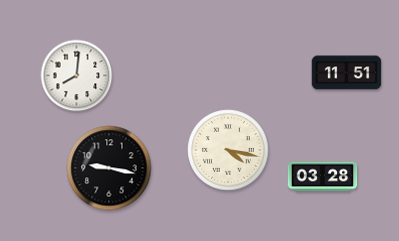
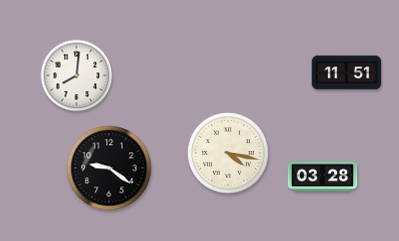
clock at (228, 150) position: (228, 150) -> (228, 153)
clock at (109, 168): 9:17 -> 9:21
